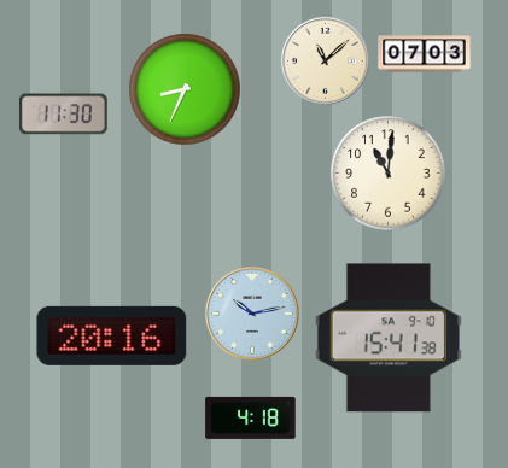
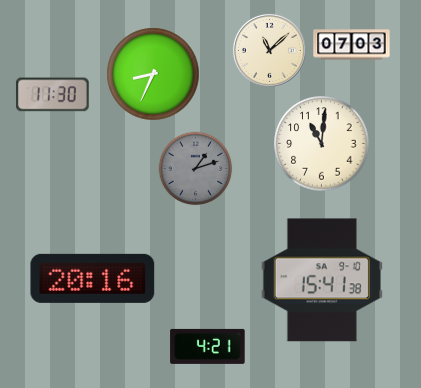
clock at (196, 169): none -> 1:12
clock at (252, 314): 10:13 -> none
clock at (251, 417): 4:18 -> 4:21
